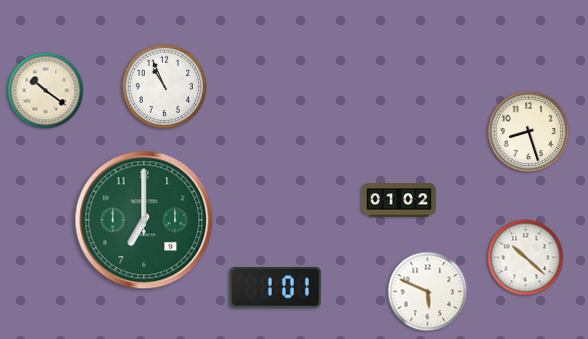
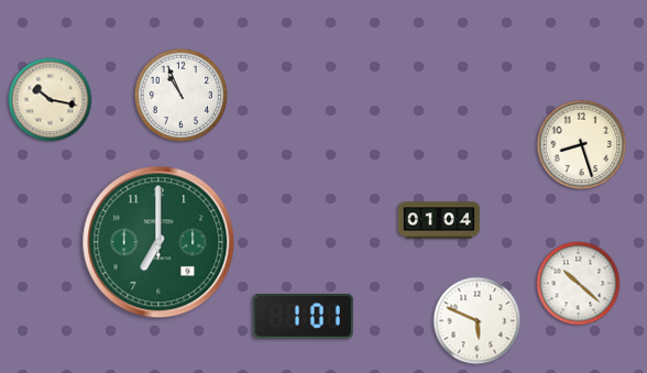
clock at (46, 91): 10:21 -> 10:17
clock at (399, 200): 01:02 -> 01:04
clock at (428, 292) position: (428, 292) -> (478, 321)
